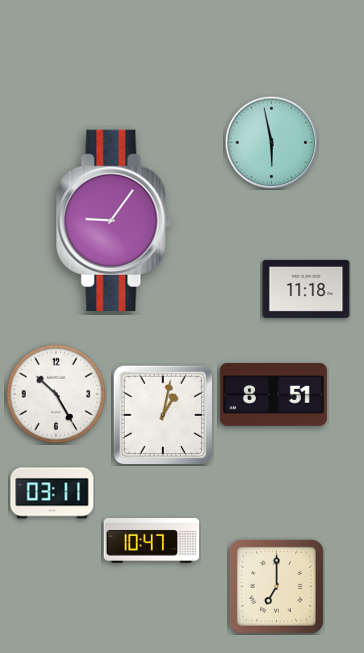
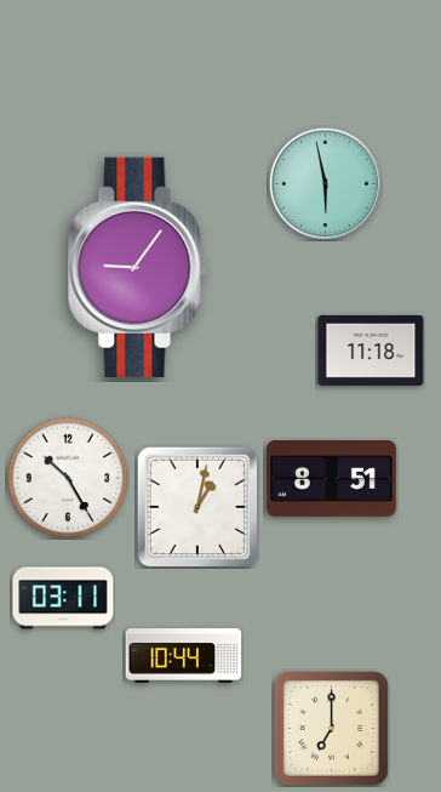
clock at (271, 142) position: (271, 142) -> (325, 183)
clock at (163, 415) position: (163, 415) -> (197, 507)
clock at (152, 541): 10:47 -> 10:44
clock at (276, 586) position: (276, 586) -> (331, 728)
